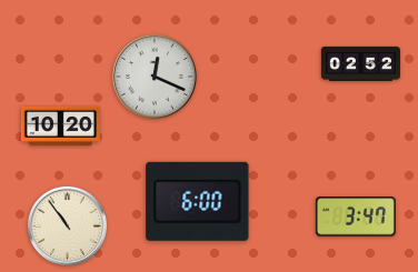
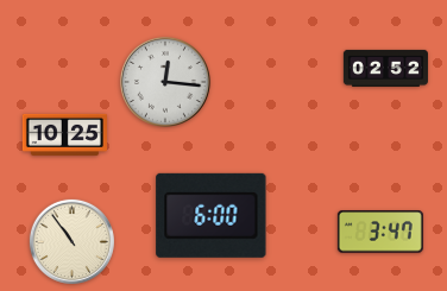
clock at (155, 77): 12:19 -> 12:16
clock at (60, 125): 10:20 -> 10:25
